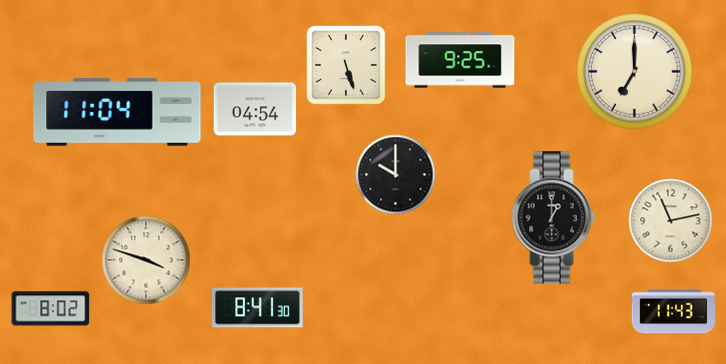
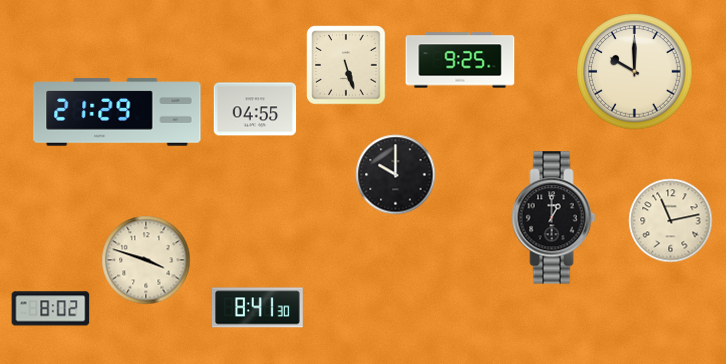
clock at (635, 72): 7:00 -> 10:00
clock at (255, 109): 04:54 -> 04:55
clock at (117, 112): 11:04 -> 21:29
clock at (674, 312): 11:43 -> none
